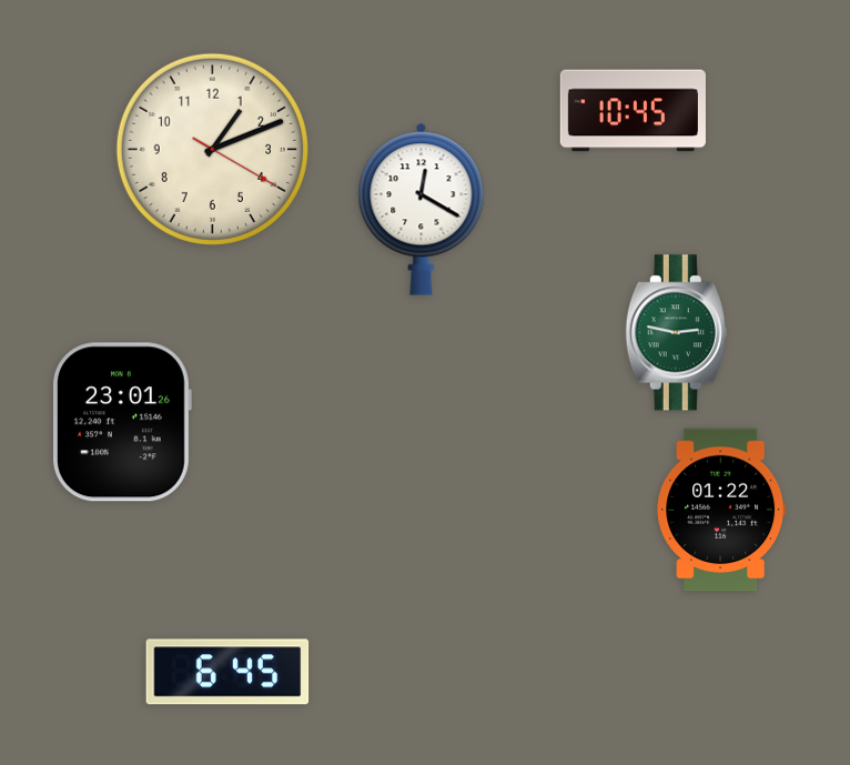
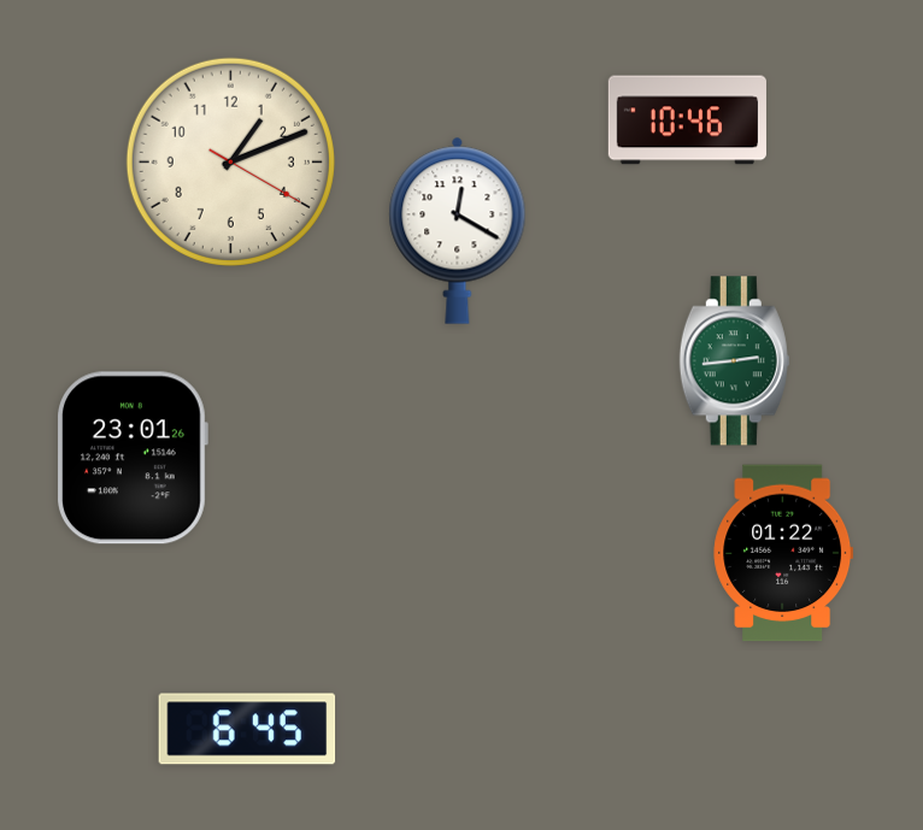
clock at (633, 111): 10:45 -> 10:46
clock at (422, 209) position: (422, 209) -> (458, 230)
clock at (676, 333): 2:47 -> 2:44
